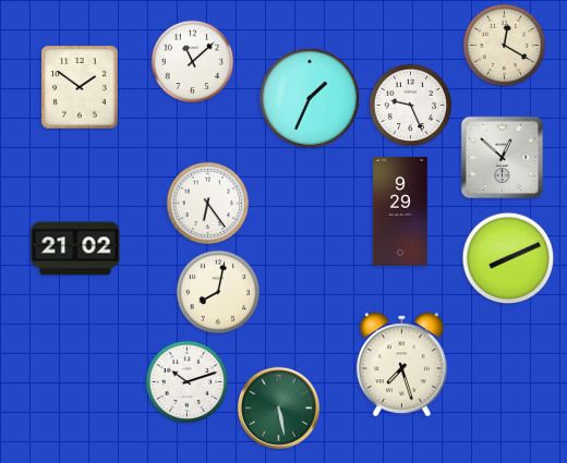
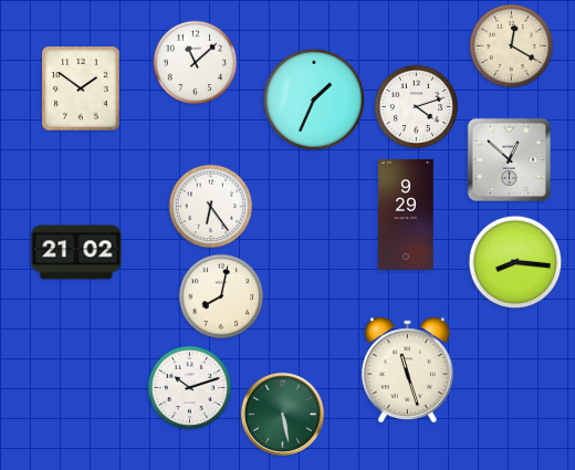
clock at (411, 106): 9:26 -> 4:12
clock at (508, 258): 8:11 -> 8:16
clock at (401, 365): 7:27 -> 11:27
